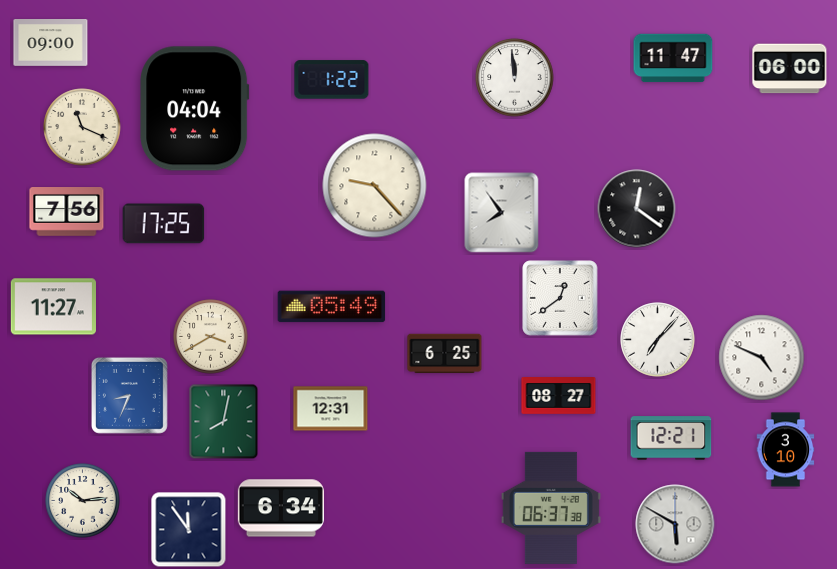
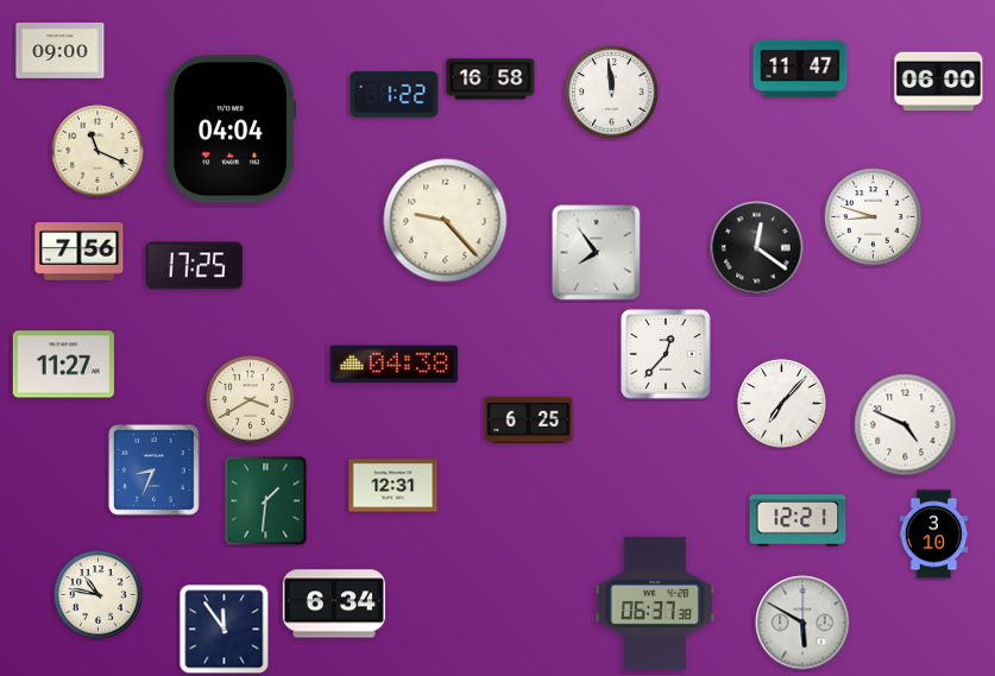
clock at (491, 80): none -> 16:58
clock at (874, 217): none -> 8:48
clock at (560, 298): 12:39 -> 12:37
clock at (332, 307): 05:49 -> 04:38
clock at (559, 396): 08:27 -> none
clock at (224, 422): 8:02 -> 1:31
clock at (83, 501): 10:14 -> 10:47
